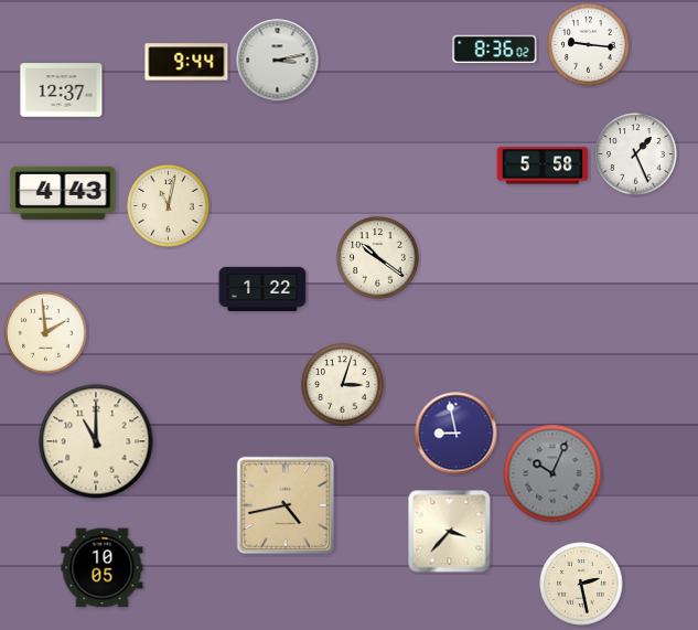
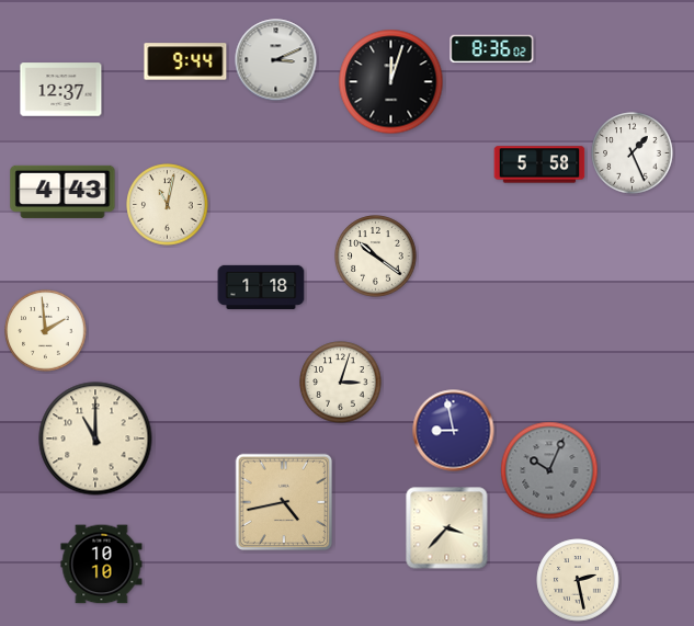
clock at (589, 45): 9:16 -> none
clock at (278, 61): 3:13 -> 3:11
clock at (391, 82): none -> 12:03
clock at (262, 289): 1:22 -> 1:18
clock at (103, 568): 10:05 -> 10:10
